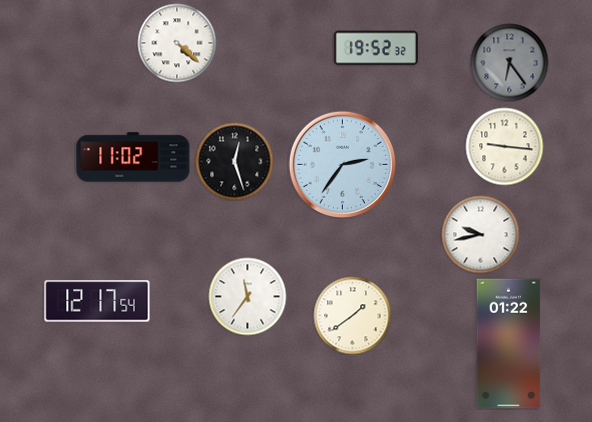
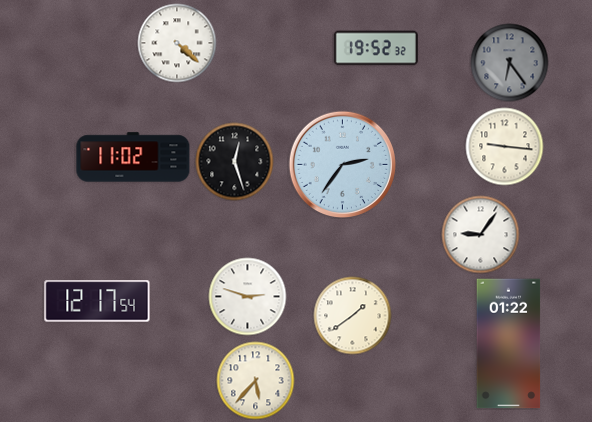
clock at (480, 234): 9:43 -> 9:06
clock at (247, 296): 11:36 -> 2:48
clock at (255, 380): none -> 5:37
